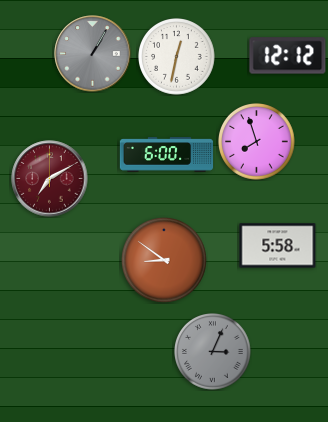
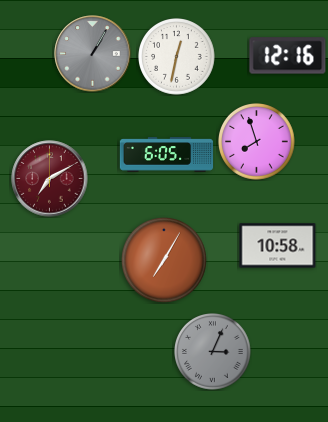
clock at (288, 56): 12:12 -> 12:16
clock at (167, 155): 6:00 -> 6:05
clock at (278, 246): 5:58 -> 10:58
clock at (164, 260): 8:51 -> 7:05
